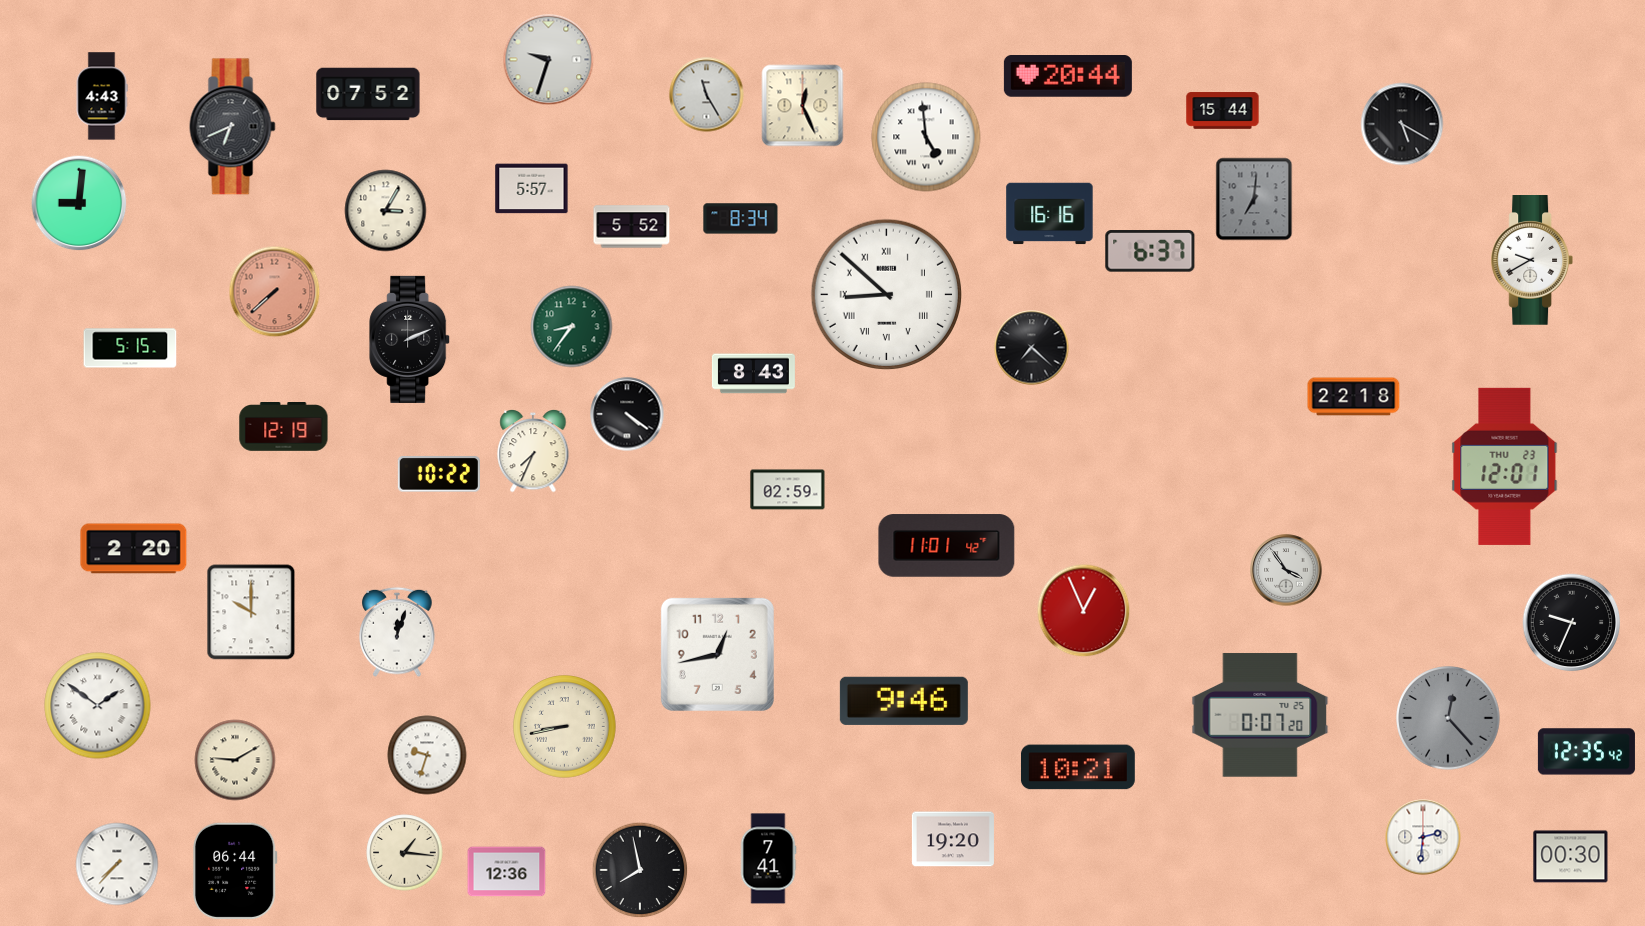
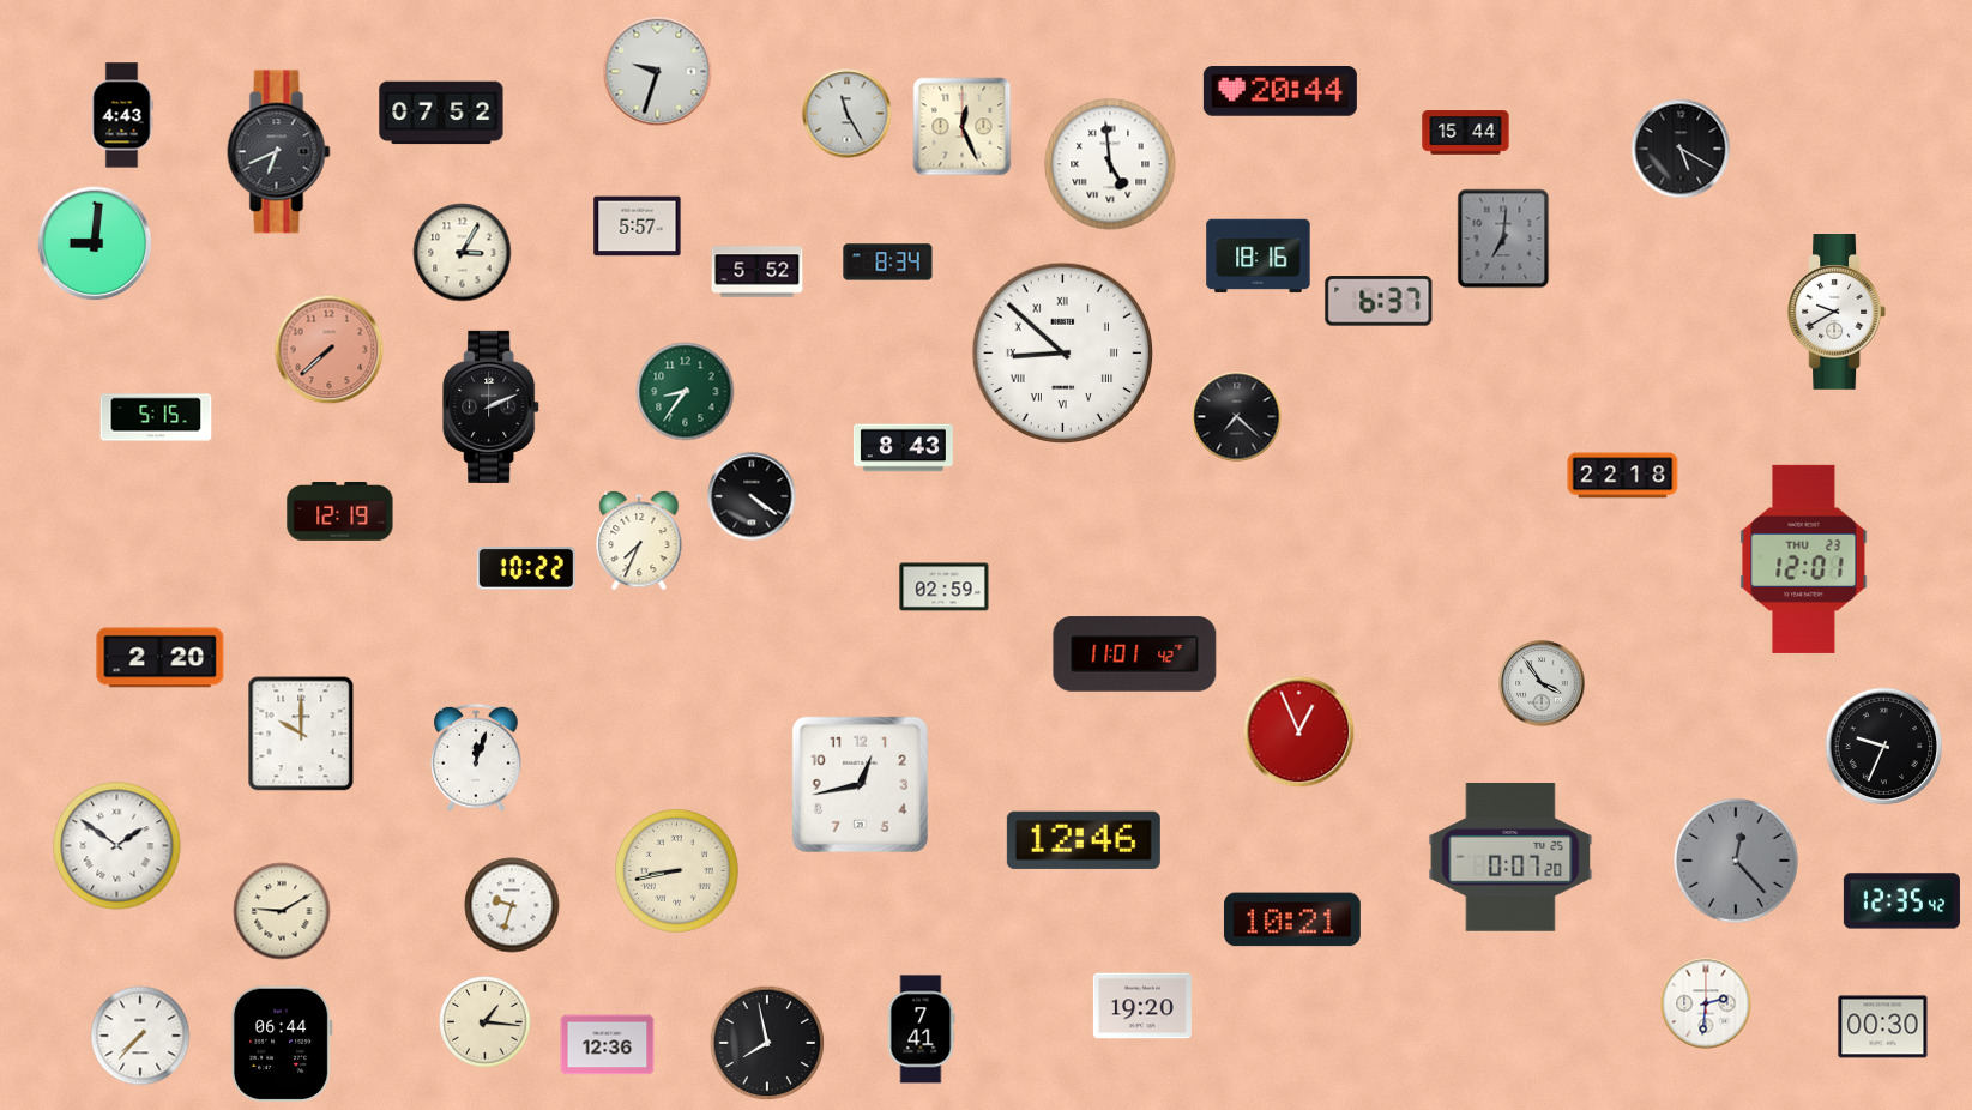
clock at (1050, 214): 16:16 -> 18:16
clock at (904, 701): 9:46 -> 12:46
